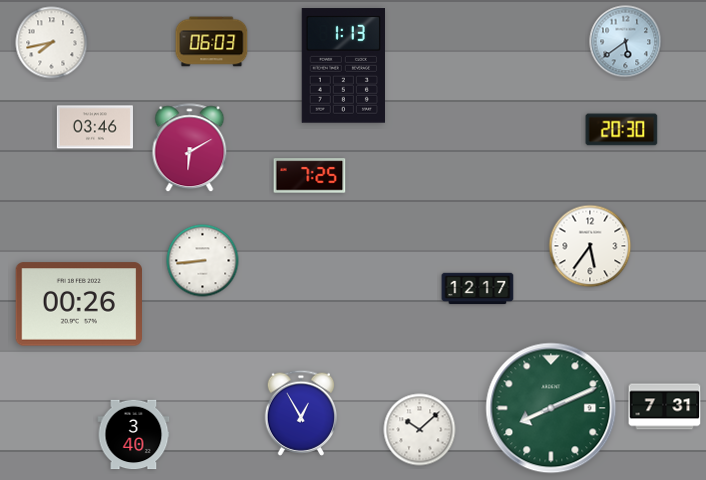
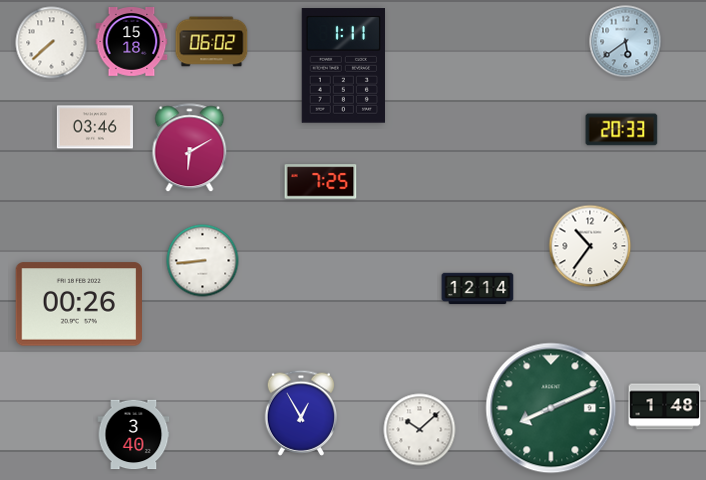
clock at (132, 42): none -> 15:18
clock at (212, 42): 06:03 -> 06:02
clock at (52, 43): 7:43 -> 7:38
clock at (343, 66): 1:13 -> 1:11
clock at (622, 130): 20:30 -> 20:33
clock at (310, 176) position: (310, 176) -> (321, 182)
clock at (590, 246): 5:36 -> 10:36
clock at (478, 289): 12:17 -> 12:14
clock at (665, 407): 7:31 -> 1:48
